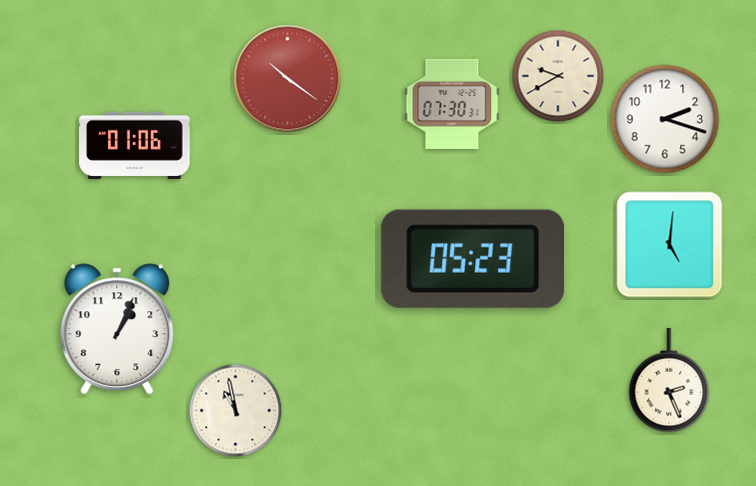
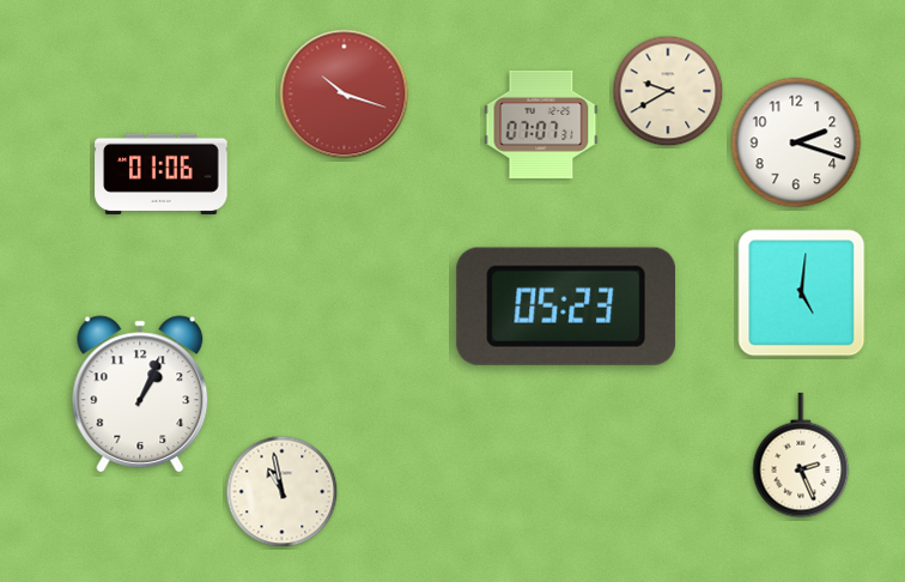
clock at (288, 79): 10:21 -> 10:18
clock at (452, 104): 07:30 -> 07:07
clock at (473, 259) position: (473, 259) -> (566, 307)
